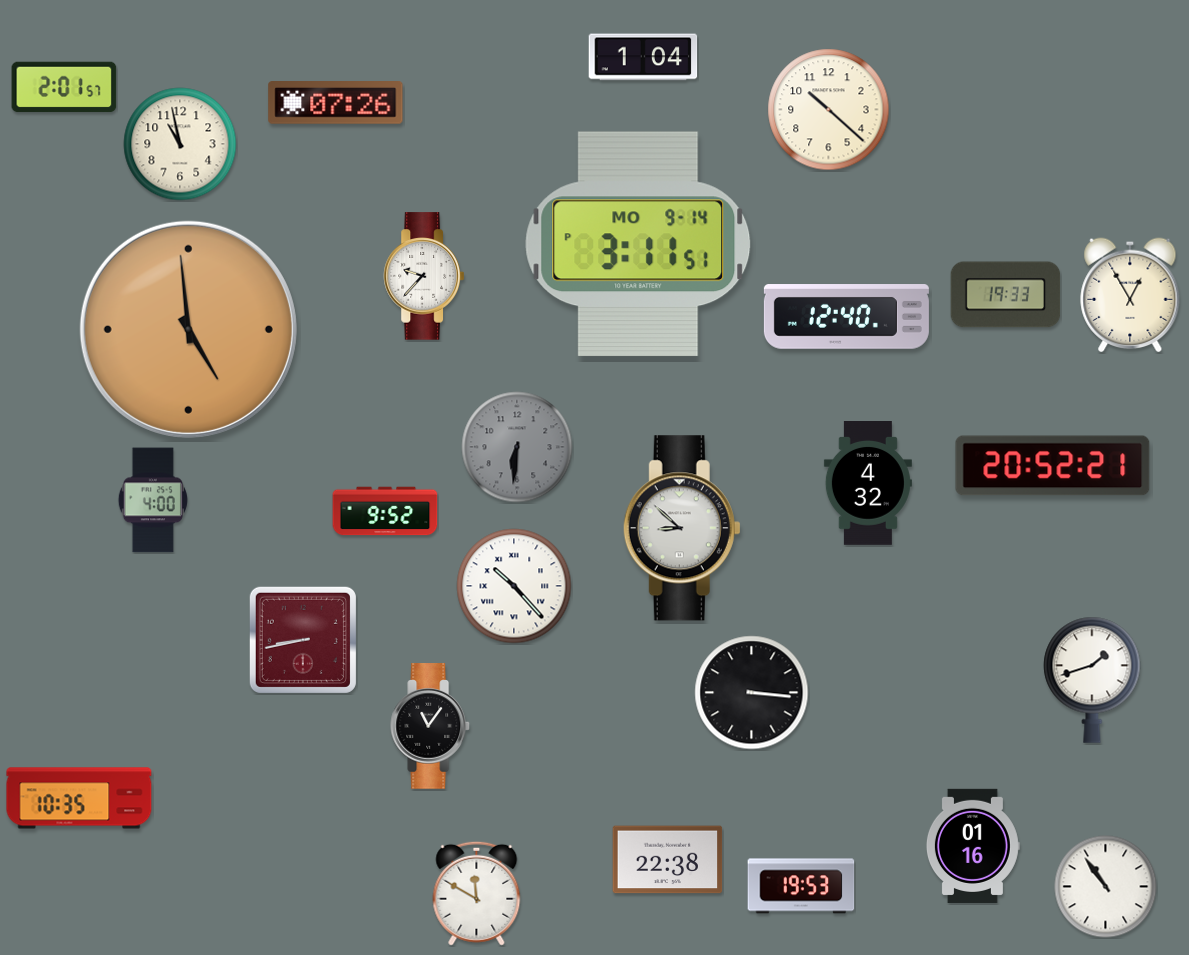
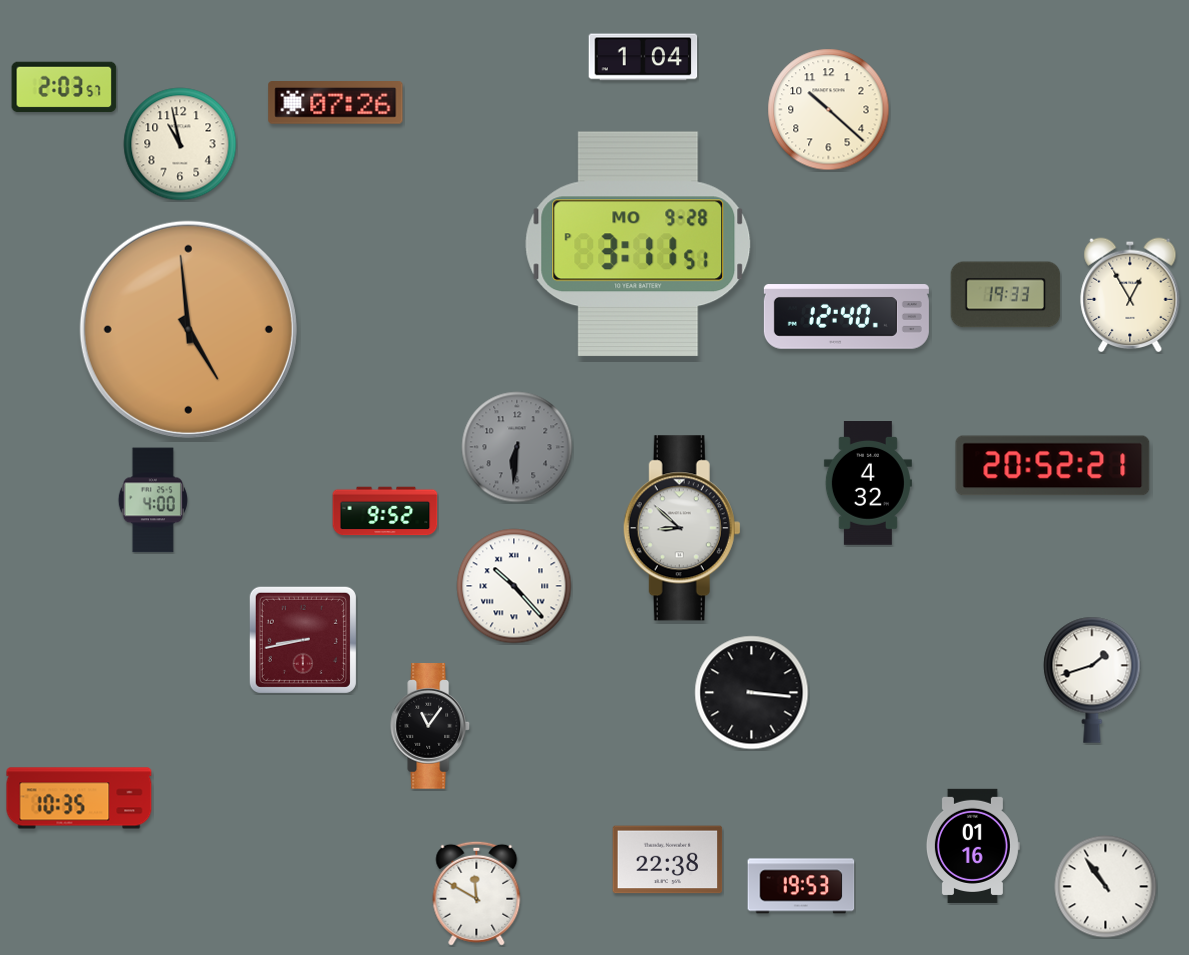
clock at (64, 87): 2:01 -> 2:03
clock at (638, 244) date: MO 9-14 -> MO 9-28
clock at (423, 276): 9:37 -> none
